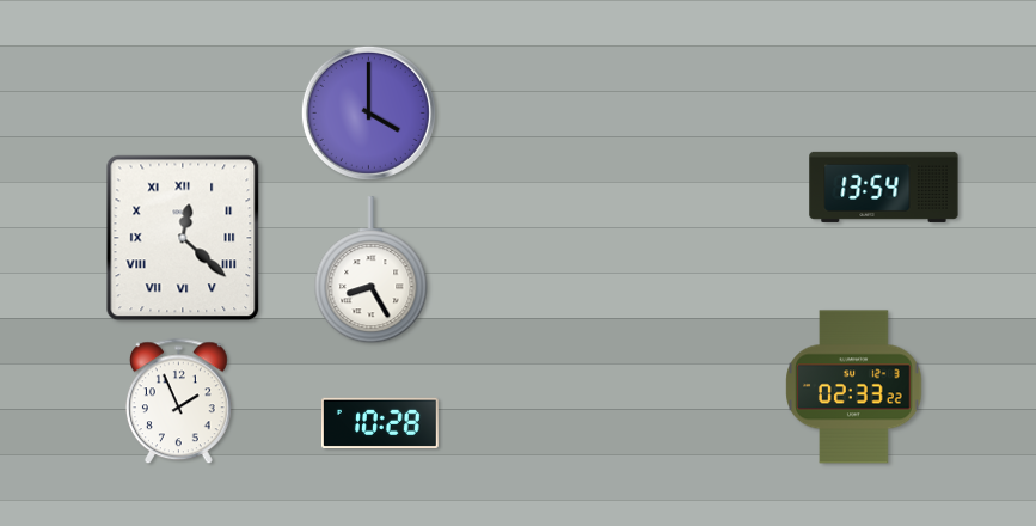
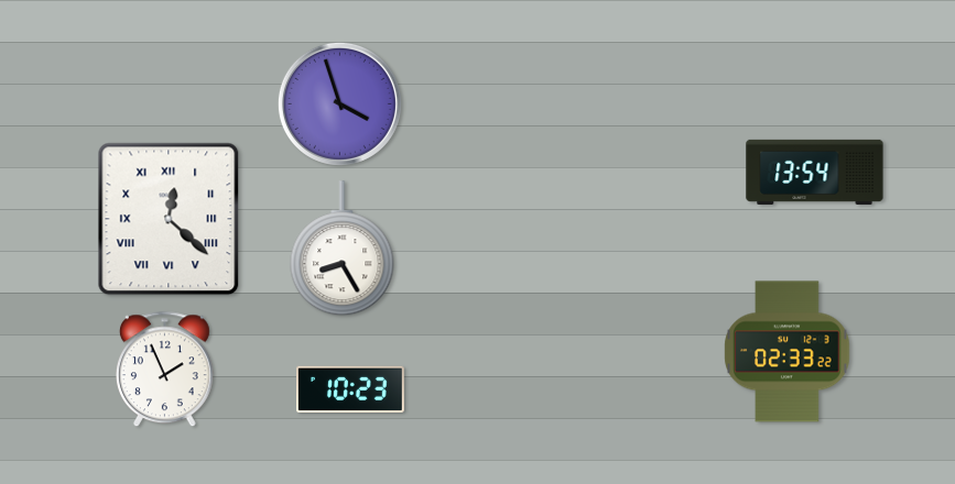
clock at (368, 112): 4:00 -> 3:57
clock at (854, 387) position: (854, 387) -> (788, 352)
clock at (381, 422): 10:28 -> 10:23
